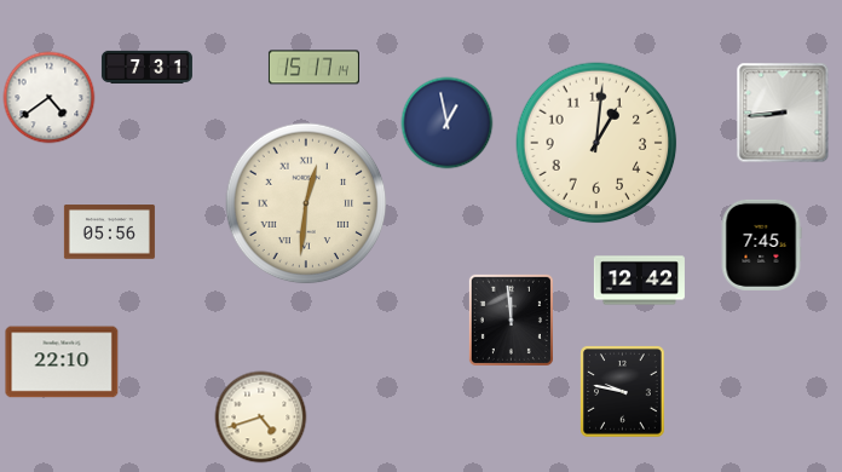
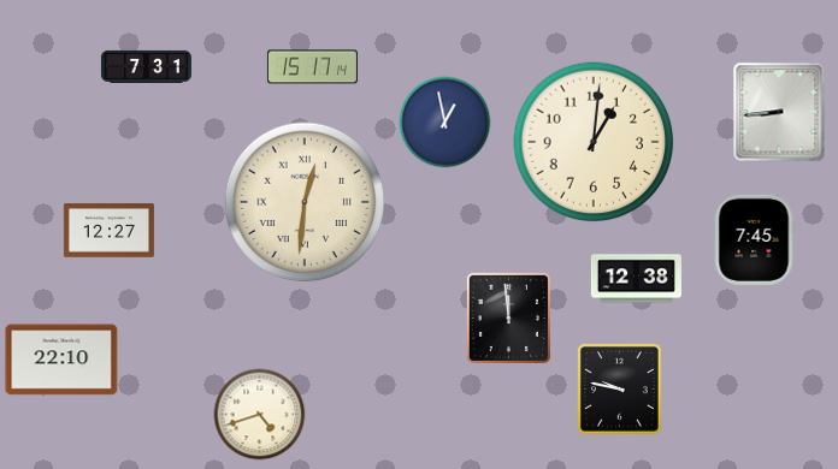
clock at (50, 98): 4:39 -> none
clock at (109, 232): 05:56 -> 12:27
clock at (761, 244) position: (761, 244) -> (754, 239)
clock at (639, 281): 12:42 -> 12:38
